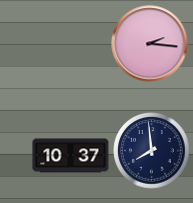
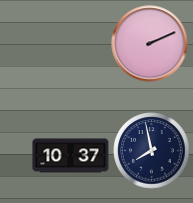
clock at (150, 44): 2:16 -> 2:11
clock at (152, 151): 7:59 -> 7:58
